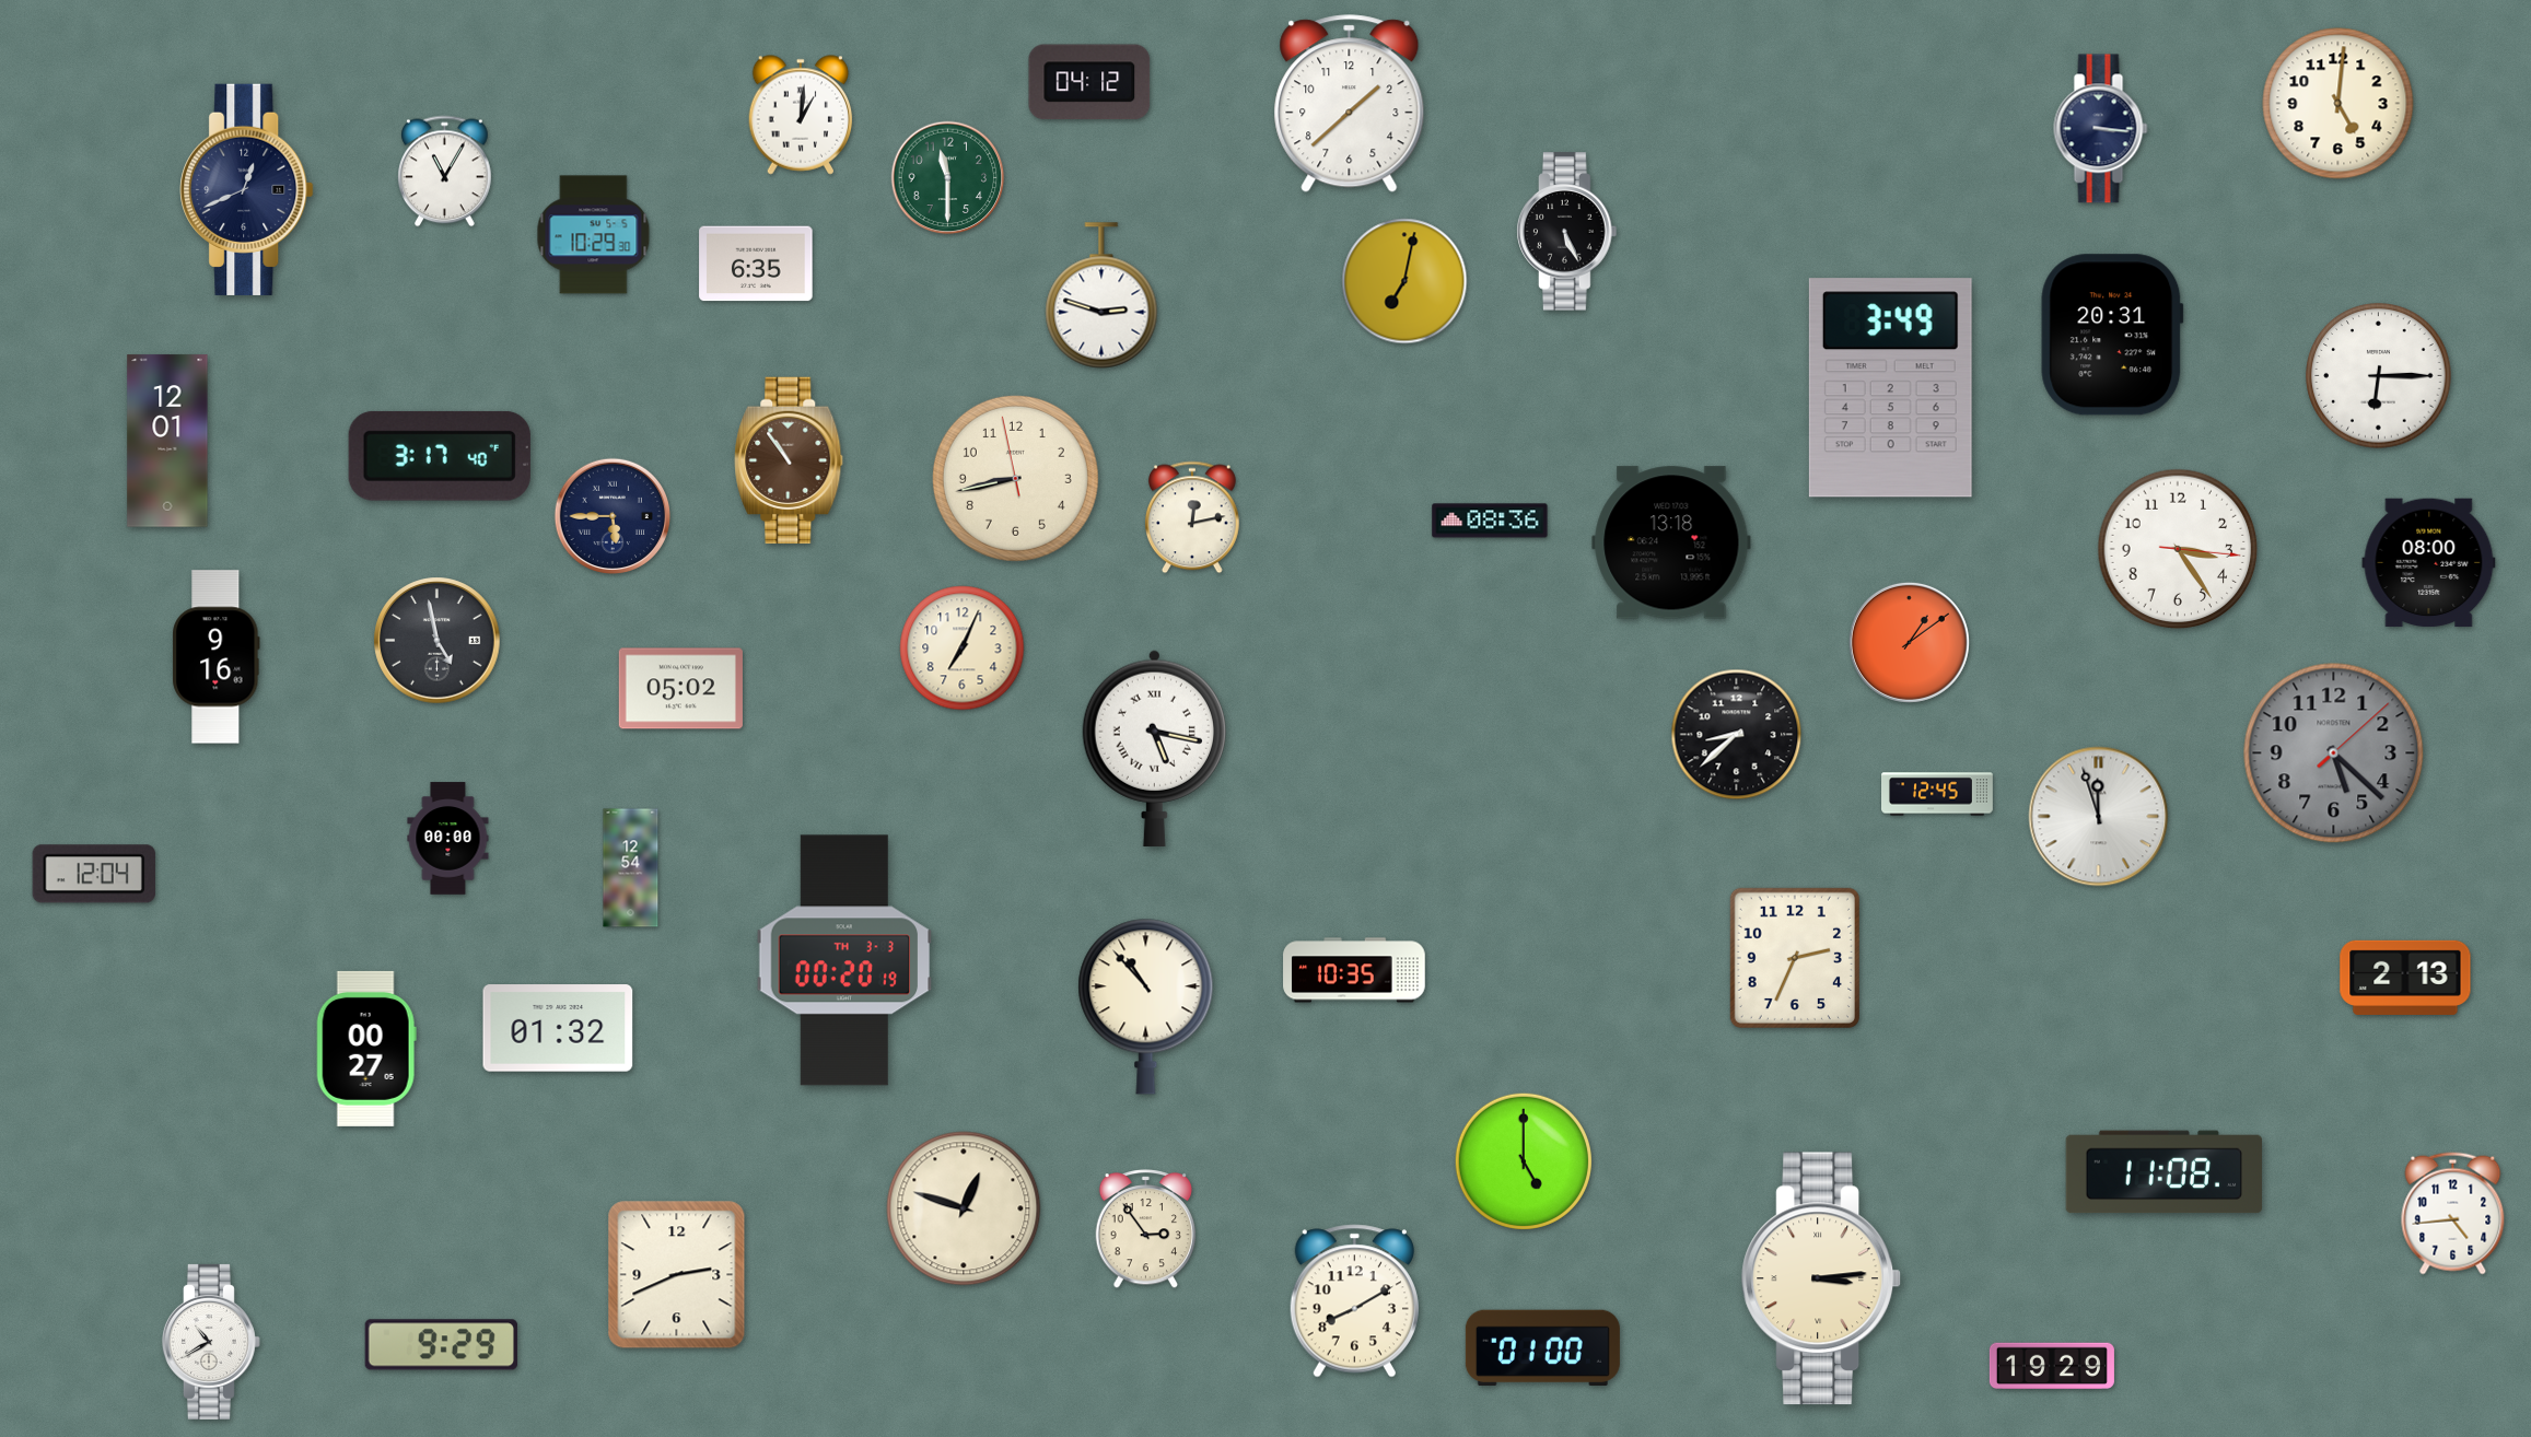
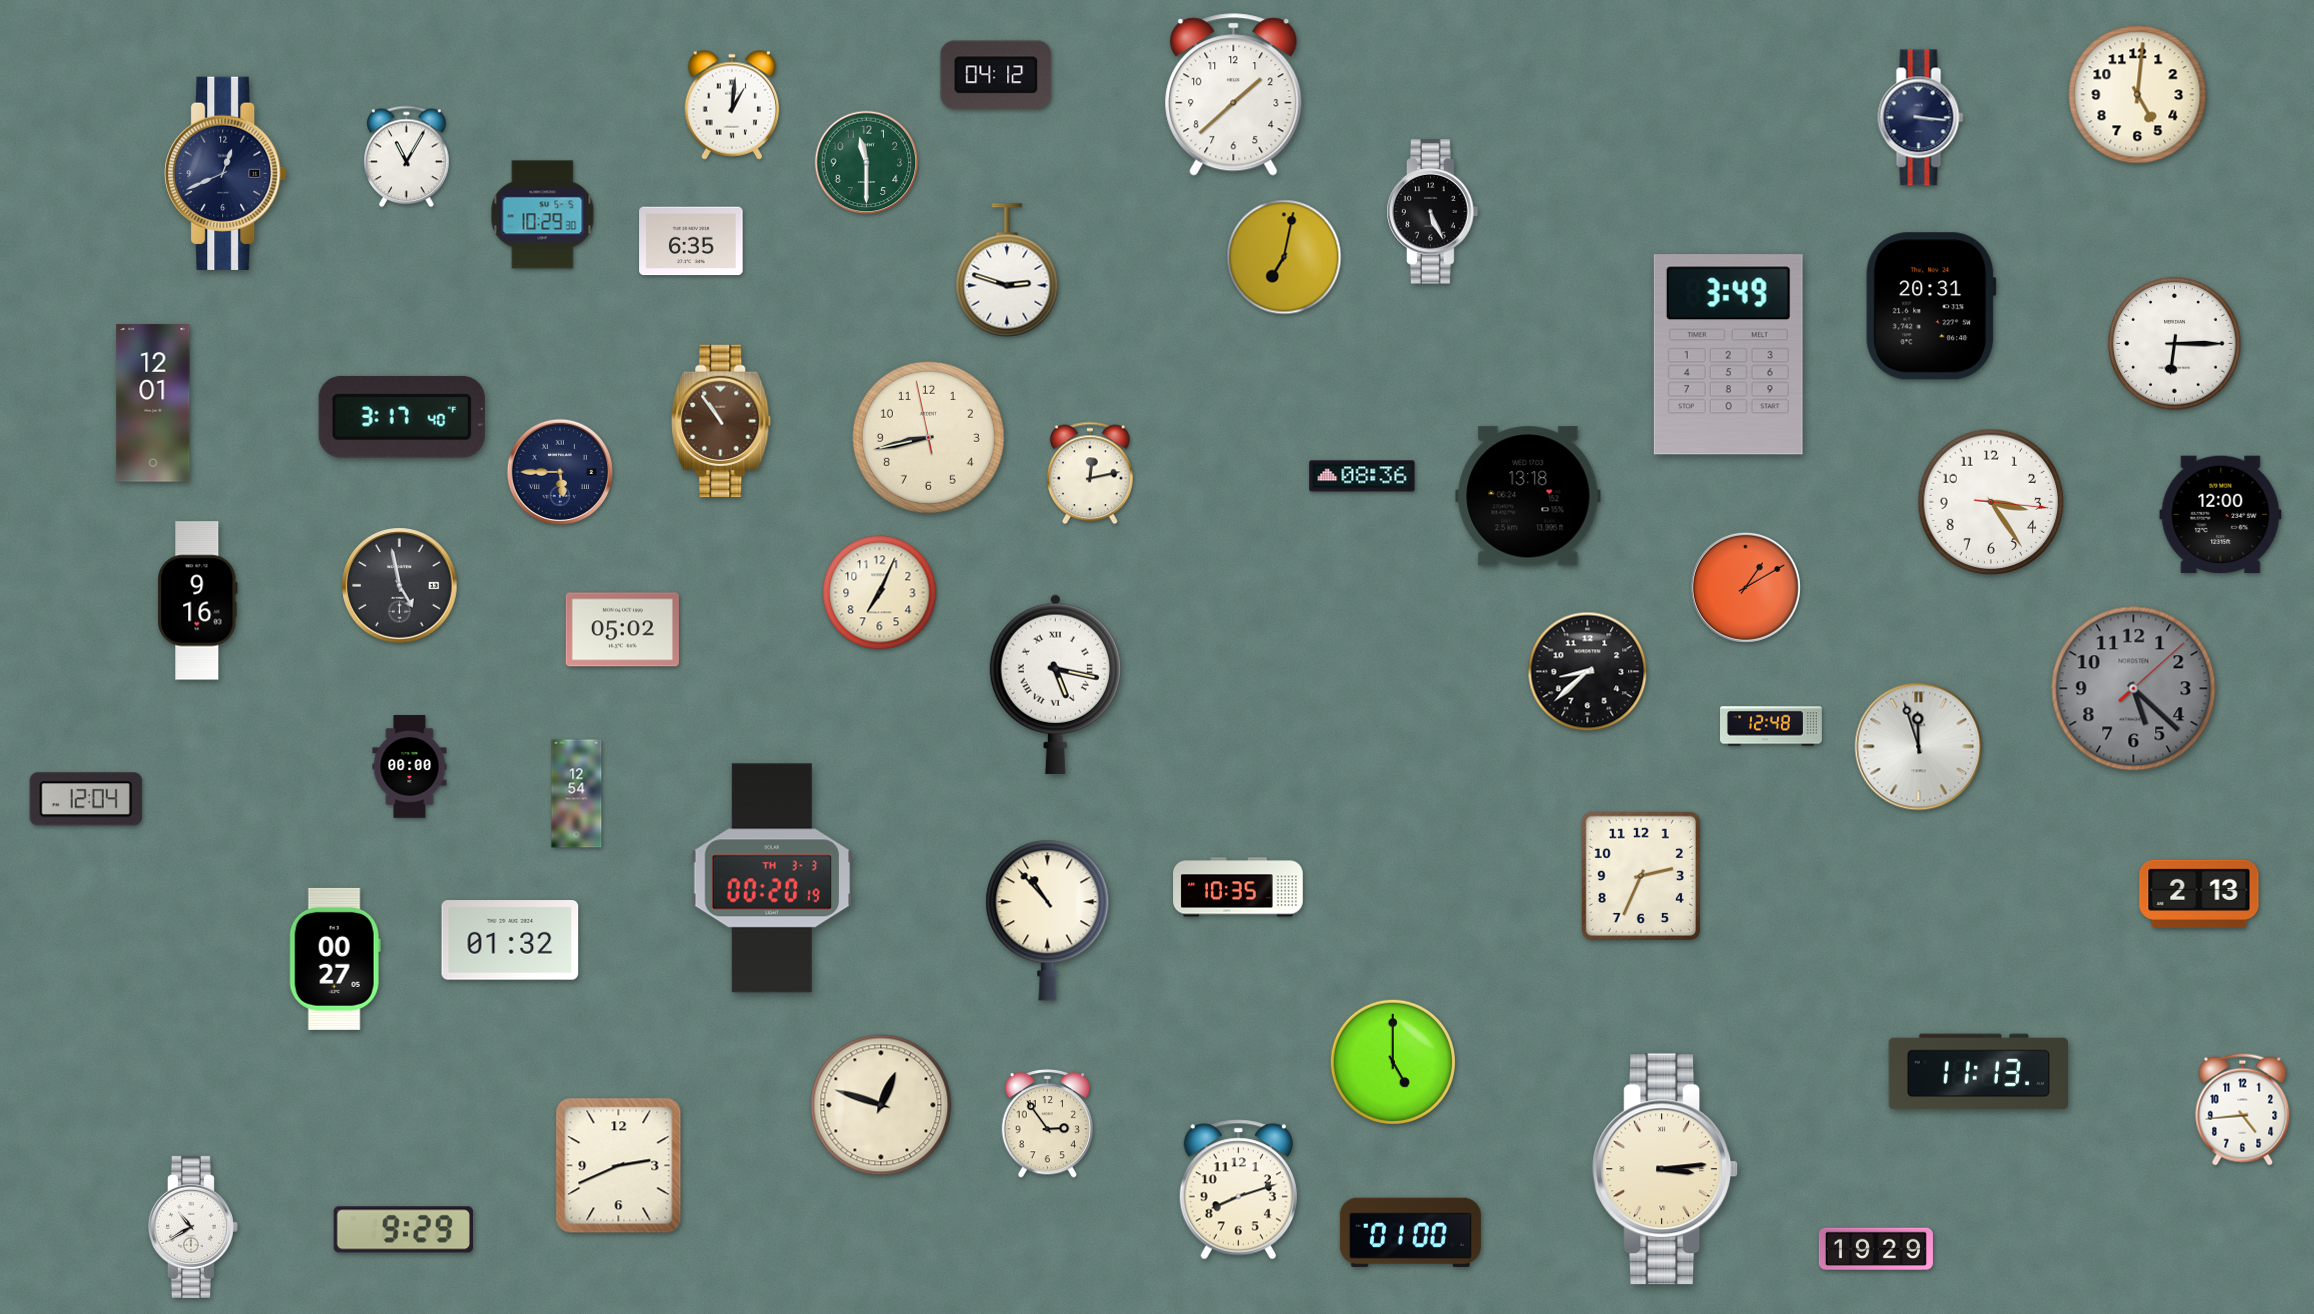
clock at (2429, 563): 08:00 -> 12:00
clock at (1909, 642): 1:09 -> 1:10
clock at (1938, 794): 12:45 -> 12:48
clock at (2165, 1172): 11:08 -> 11:13
clock at (1354, 1301): 8:10 -> 8:12
